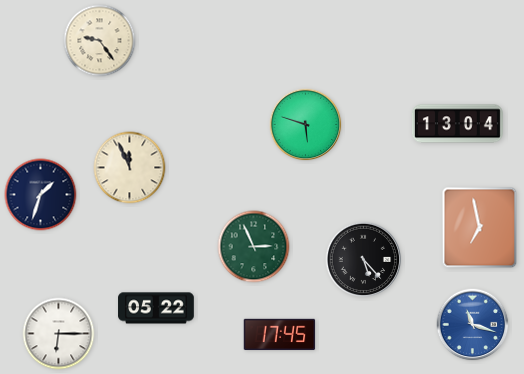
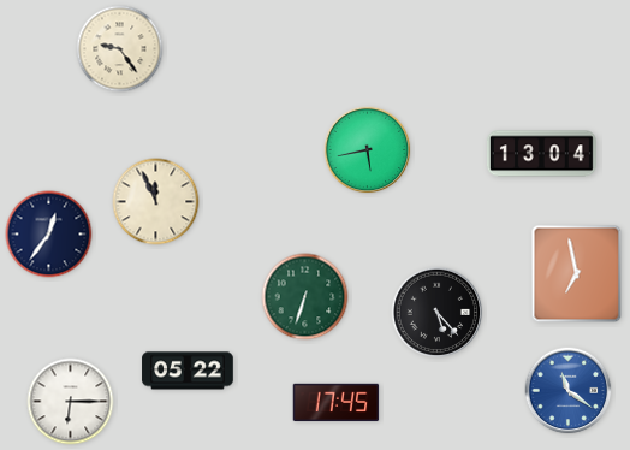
clock at (457, 124) position: (457, 124) -> (541, 154)
clock at (306, 125): 5:48 -> 5:43
clock at (41, 195): 1:33 -> 12:36
clock at (254, 247): 2:56 -> 6:33
clock at (473, 325): 11:18 -> 11:21
